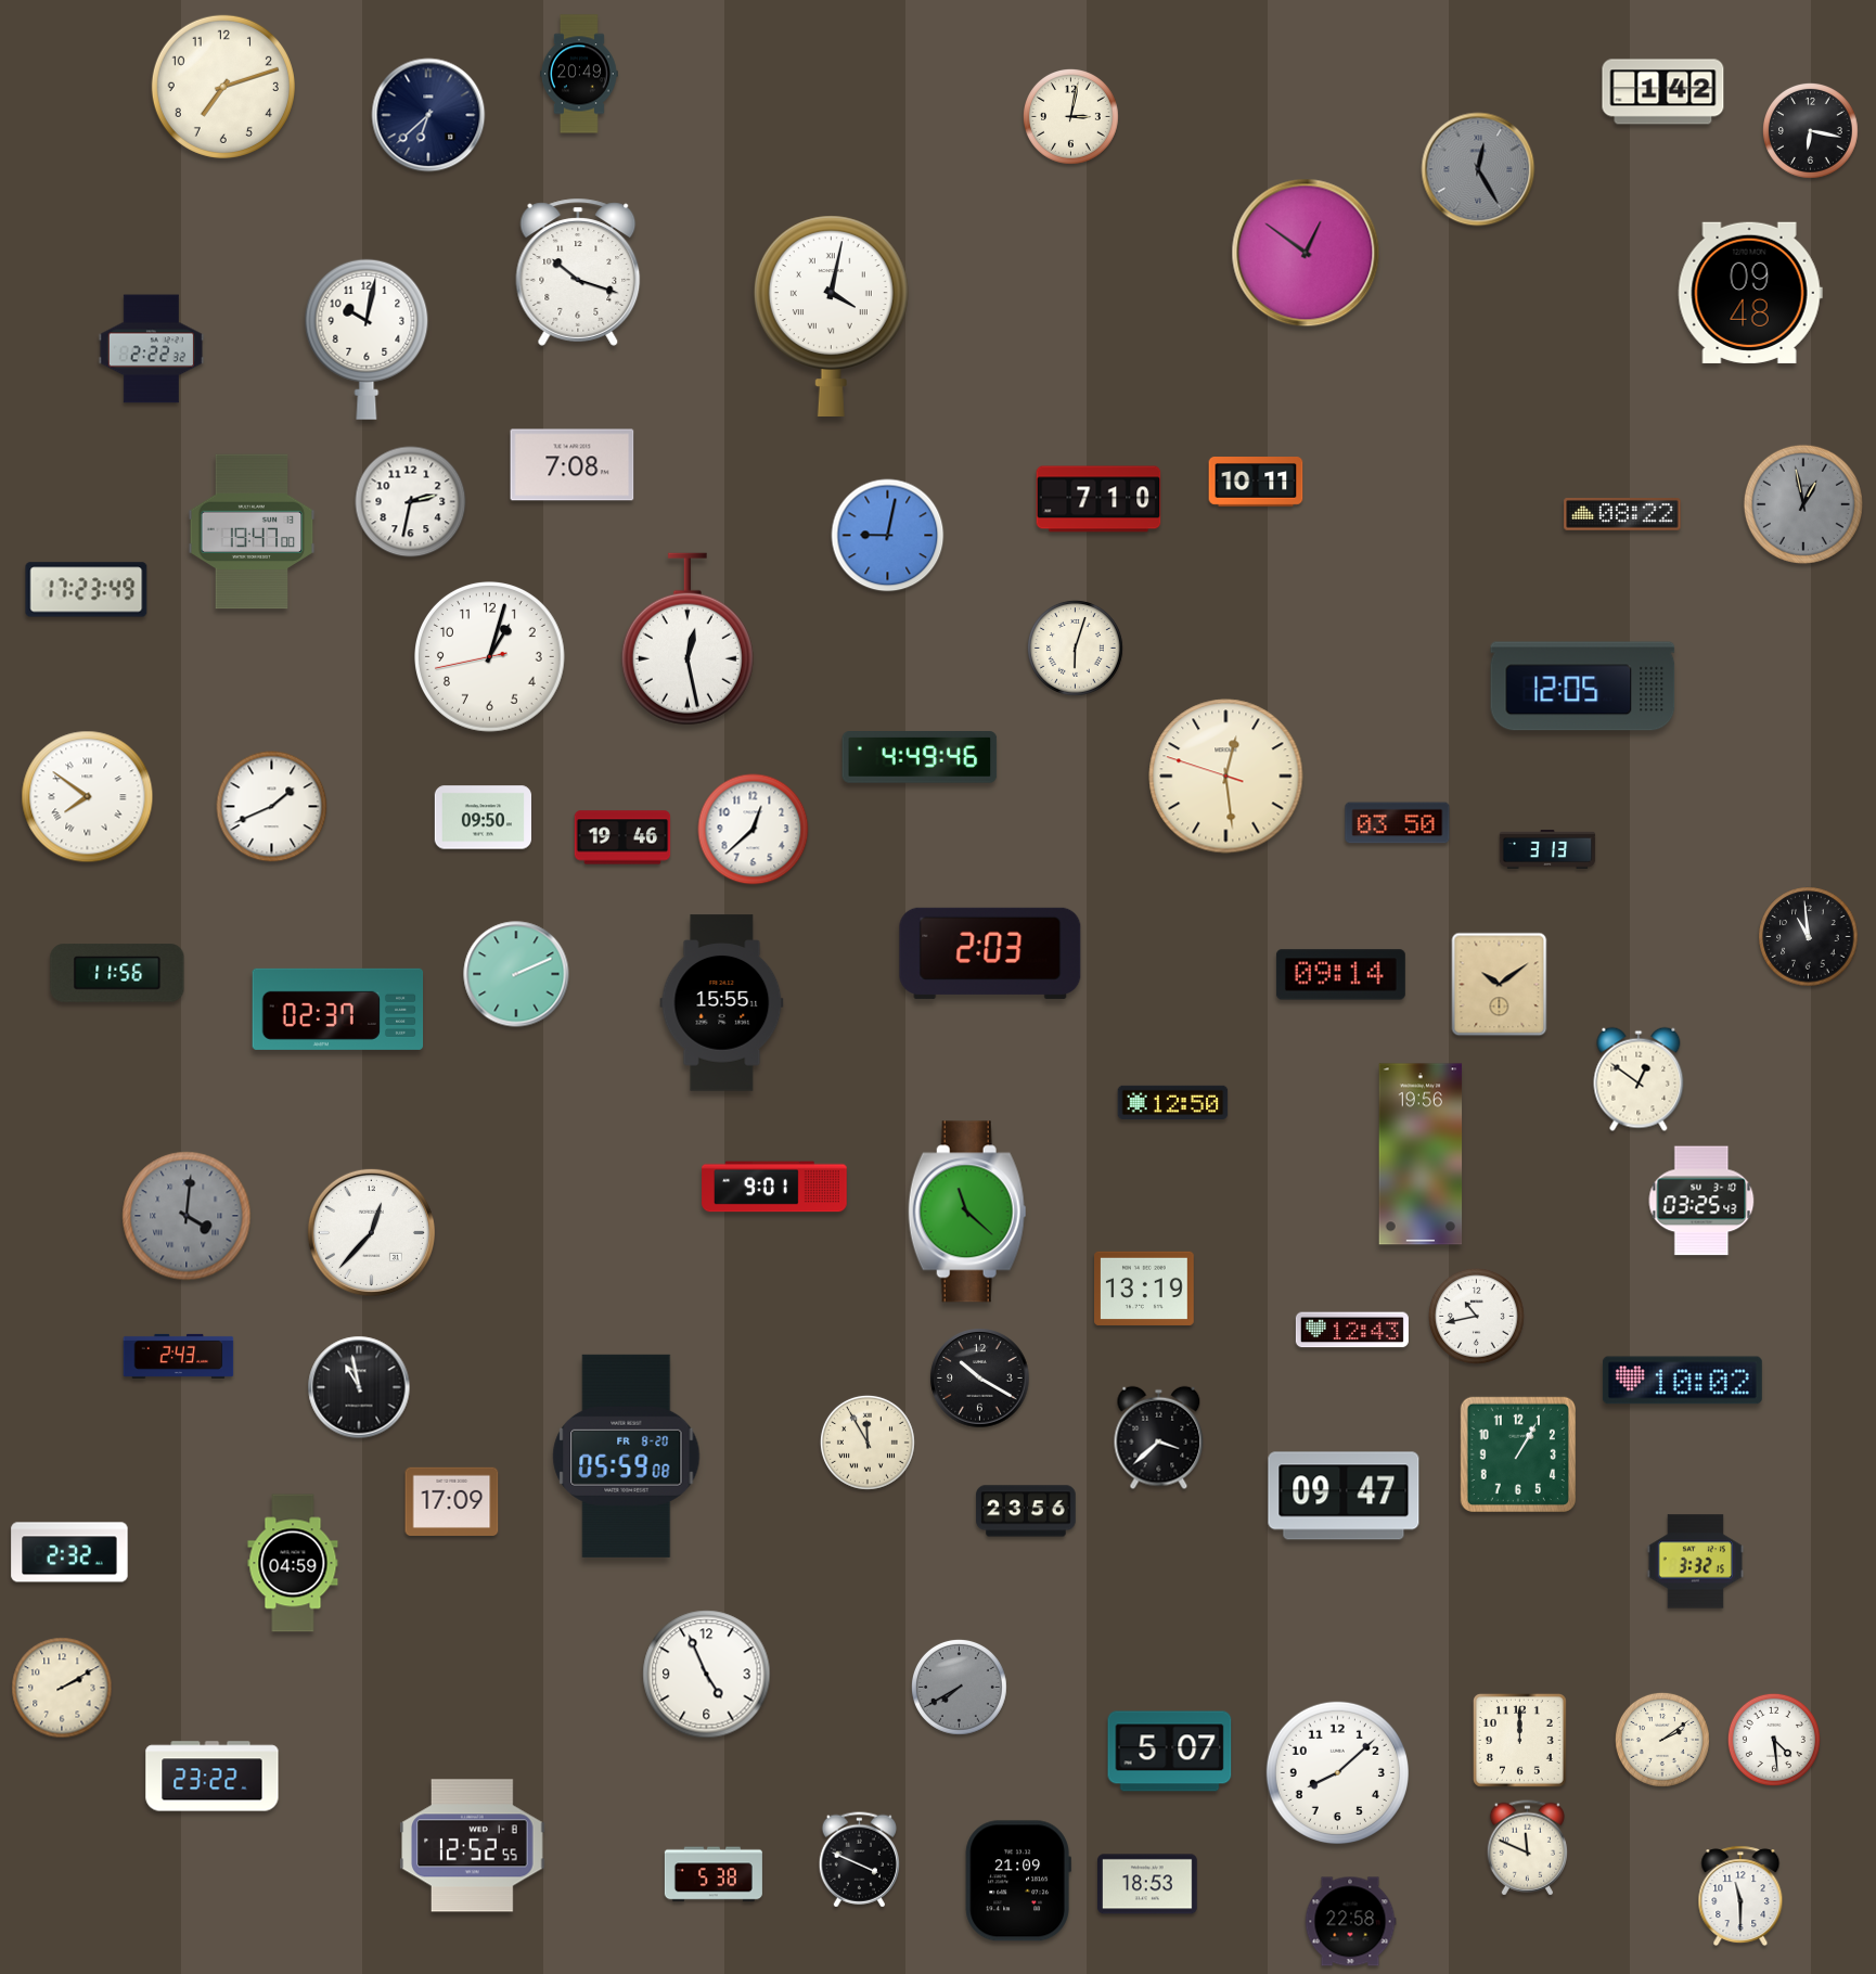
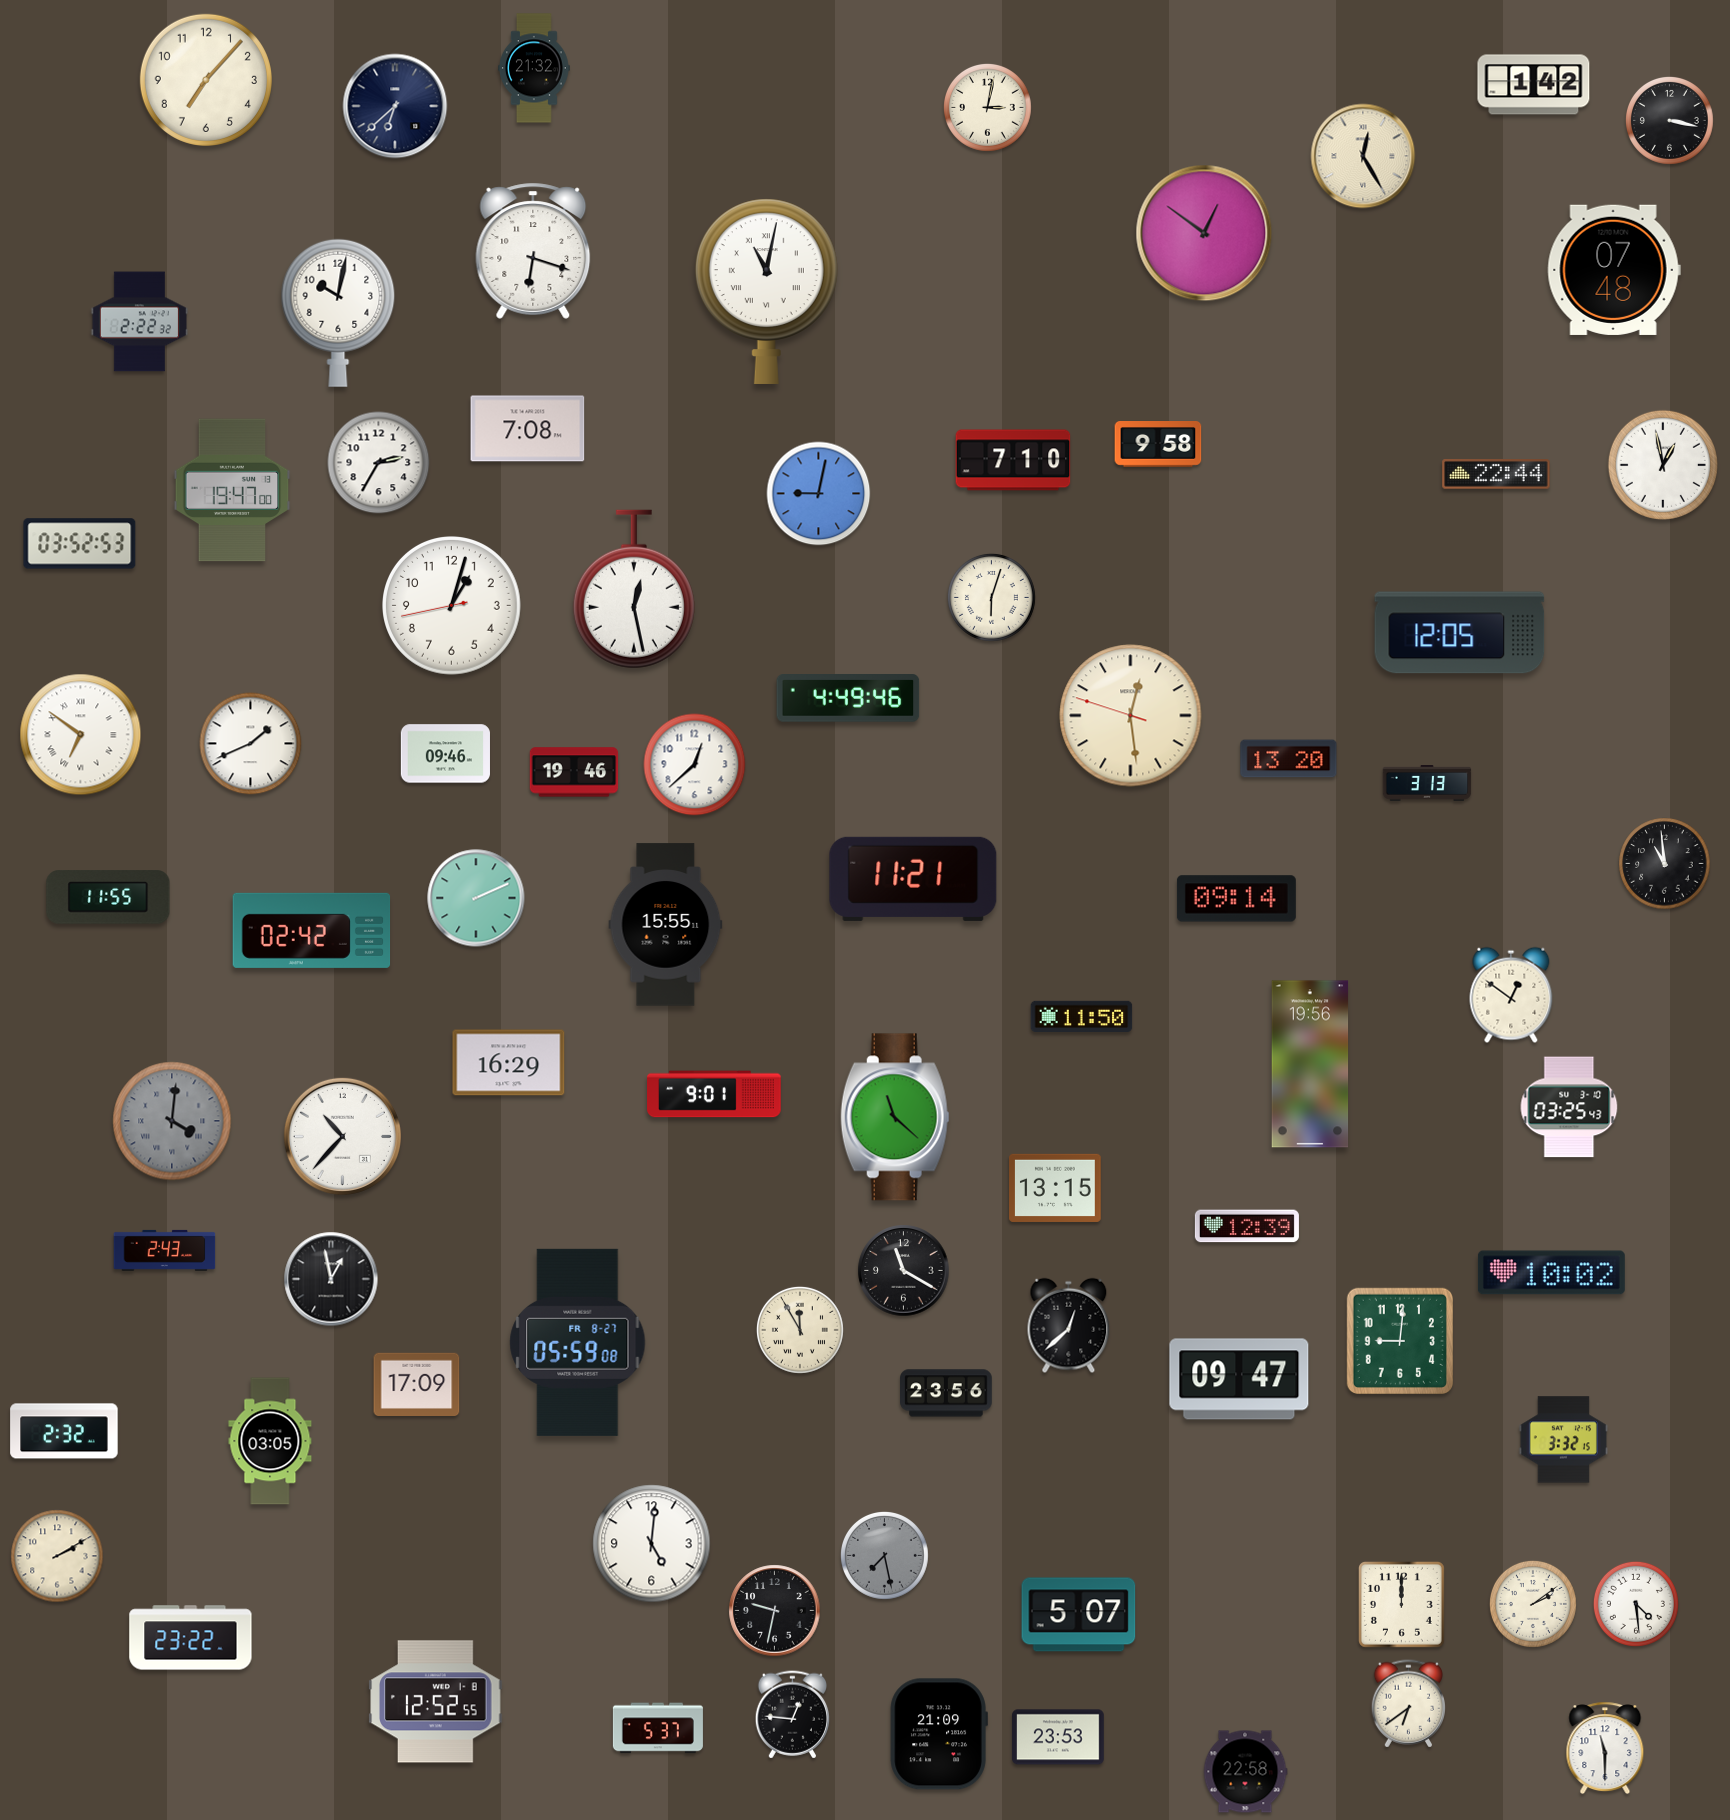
clock at (579, 74): 20:49 -> 21:32
clock at (223, 87): 7:12 -> 7:07
clock at (1811, 131): 6:17 -> 3:17
clock at (1478, 169) dial: grey -> cream
clock at (578, 272): 10:18 -> 6:18
clock at (1750, 293): 09:48 -> 07:48
clock at (831, 316): 4:02 -> 11:02
clock at (1256, 483): 10:11 -> 9:58
clock at (411, 502): 2:32 -> 2:35
clock at (1803, 504) dial: grey -> white
clock at (1622, 514): 08:22 -> 22:44
clock at (87, 590): 17:23 -> 03:52
clock at (88, 797): 7:51 -> 6:51
clock at (483, 818): 09:50 -> 09:46
clock at (1398, 823): 03:50 -> 13:20
clock at (1809, 937) position: (1809, 937) -> (1665, 864)
clock at (990, 953): 2:03 -> 11:21
clock at (117, 973): 11:56 -> 11:55
clock at (1500, 985): 10:09 -> none
clock at (338, 1009): 02:37 -> 02:42
clock at (1173, 1103): 12:50 -> 11:50
clock at (509, 1063): none -> 16:29
clock at (967, 1212) position: (967, 1212) -> (895, 1117)
clock at (371, 1232): 12:37 -> 10:37
clock at (1145, 1289): 13:19 -> 13:15
clock at (1477, 1317): 10:43 -> none
clock at (1352, 1330): 12:43 -> 12:39
clock at (980, 1379): 10:20 -> 11:20
clock at (359, 1387): 10:58 -> 12:58
clock at (1159, 1438): 3:38 -> 12:38
clock at (1518, 1454): 1:05 -> 9:01
clock at (627, 1456) date: FR 8-20 -> FR 8-27
clock at (293, 1563): 04:59 -> 03:05
clock at (707, 1675): 4:56 -> 5:01
clock at (960, 1688): 7:40 -> 7:28
clock at (775, 1611): none -> 9:32
clock at (1337, 1772): 8:08 -> none
clock at (213, 1777) position: (213, 1777) -> (191, 1638)
clock at (1527, 1848): 11:49 -> 6:39
clock at (859, 1860): 3:49 -> 12:46
clock at (714, 1874): 5:38 -> 5:37
clock at (1148, 1884): 18:53 -> 23:53
